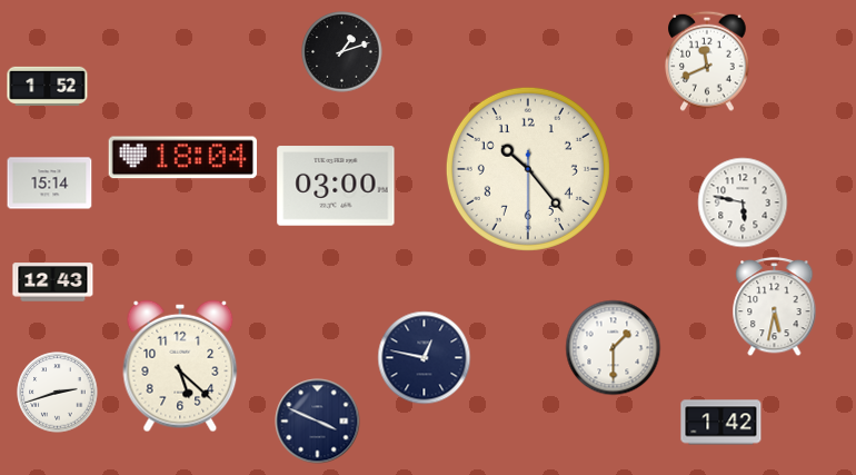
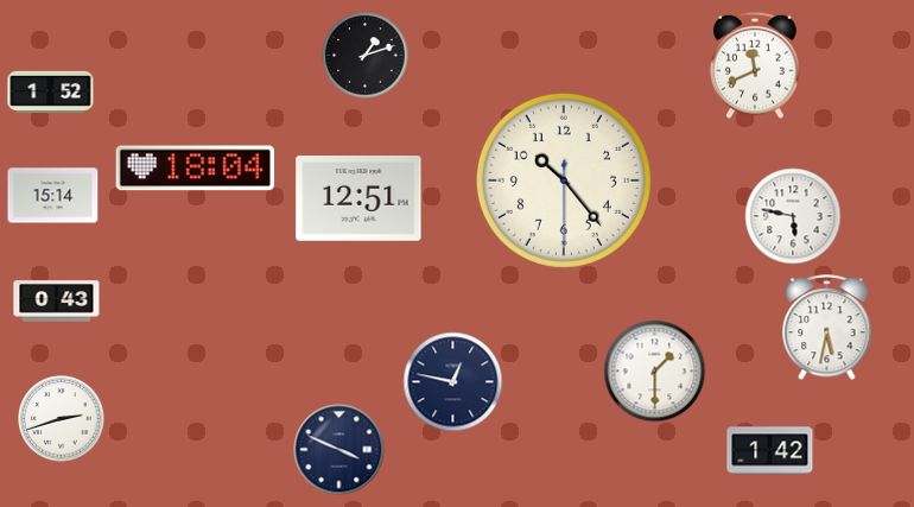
clock at (336, 186): 03:00 -> 12:51
clock at (53, 283): 12:43 -> 0:43
clock at (180, 366): 5:22 -> none
